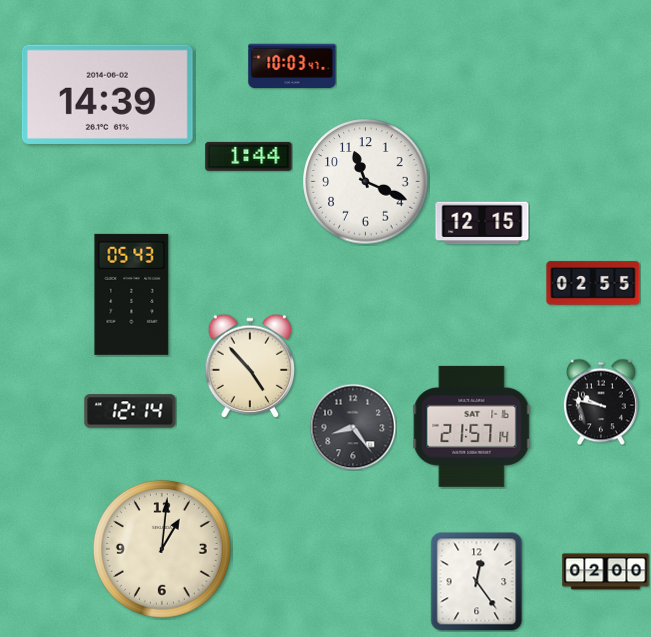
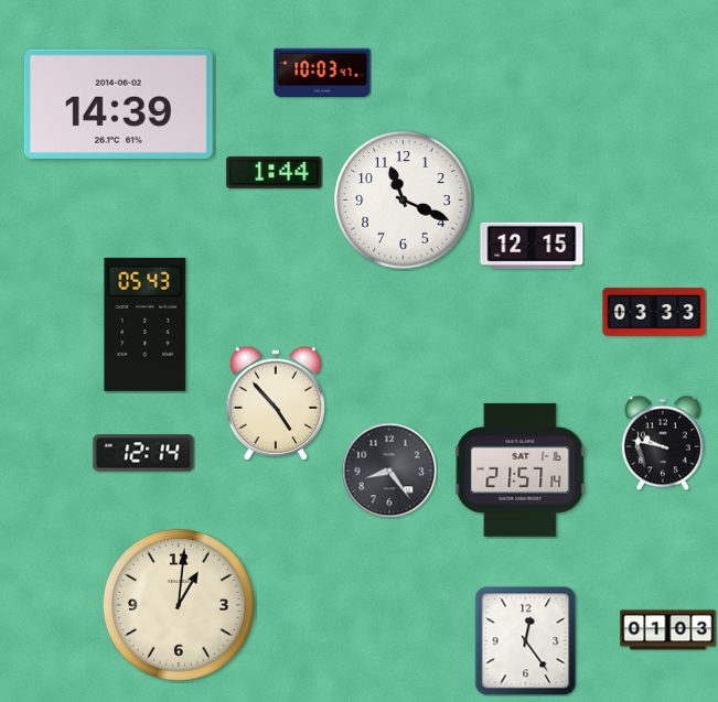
clock at (593, 283): 02:55 -> 03:33
clock at (606, 572): 02:00 -> 01:03
